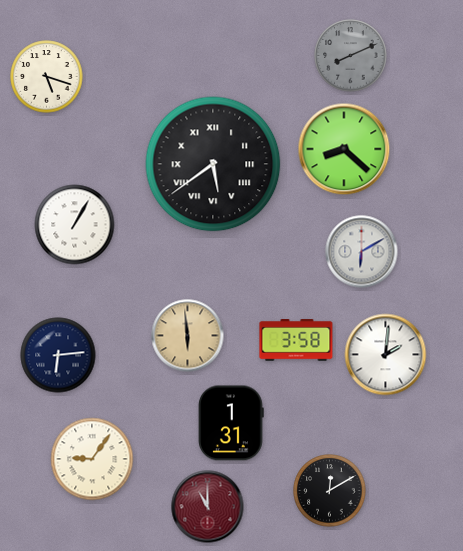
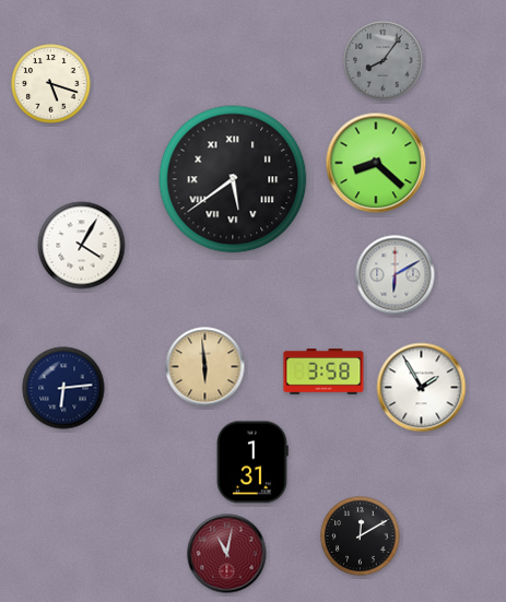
clock at (351, 56): 8:11 -> 8:06
clock at (75, 225): 1:05 -> 4:05
clock at (386, 355): 2:01 -> 1:55
clock at (92, 459): 9:06 -> none
clock at (208, 507): 11:00 -> 11:02
